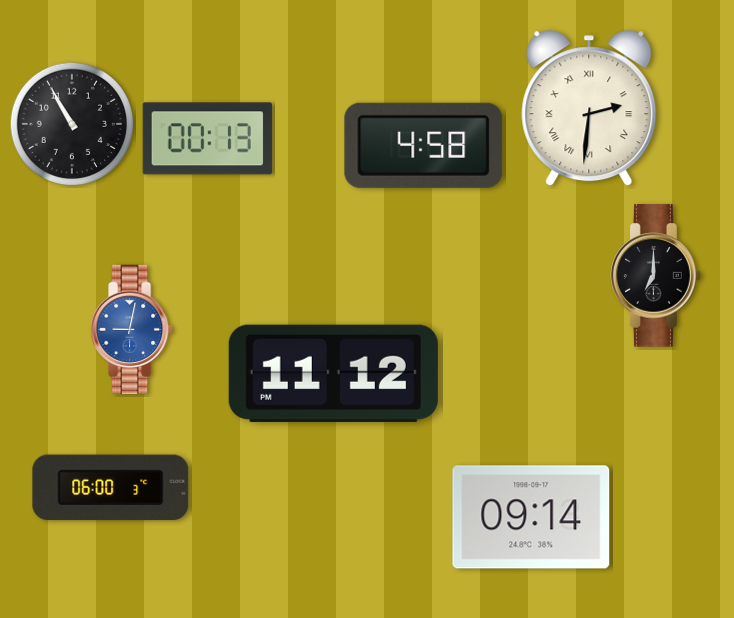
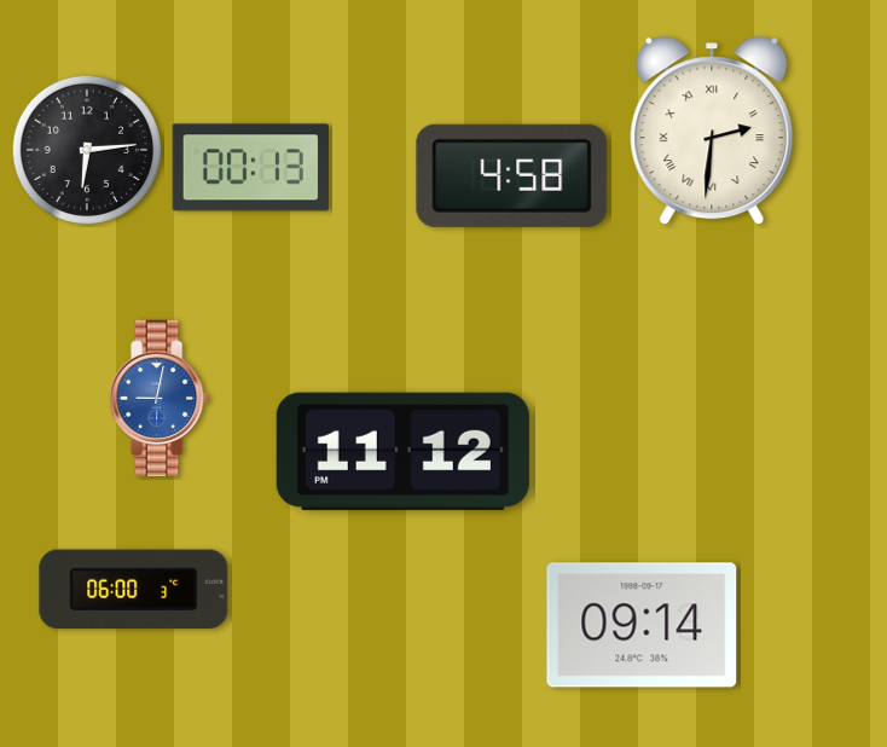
clock at (71, 123): 10:55 -> 6:14
clock at (656, 276): 7:00 -> none
